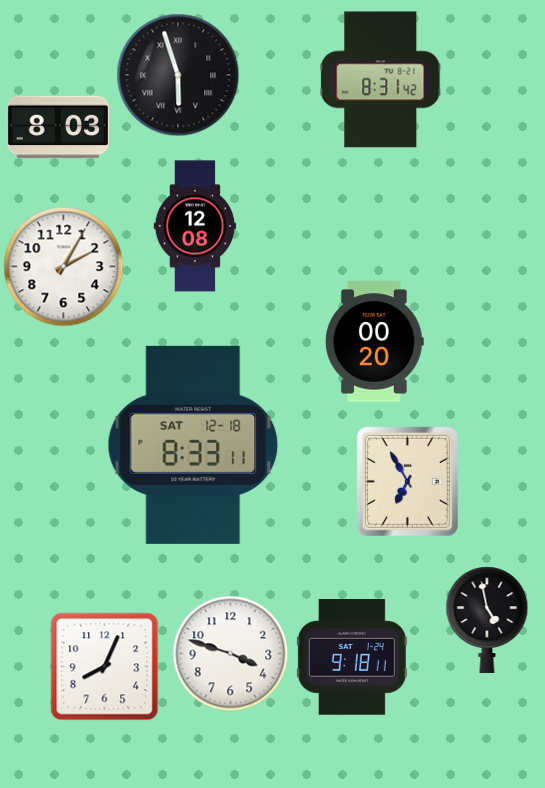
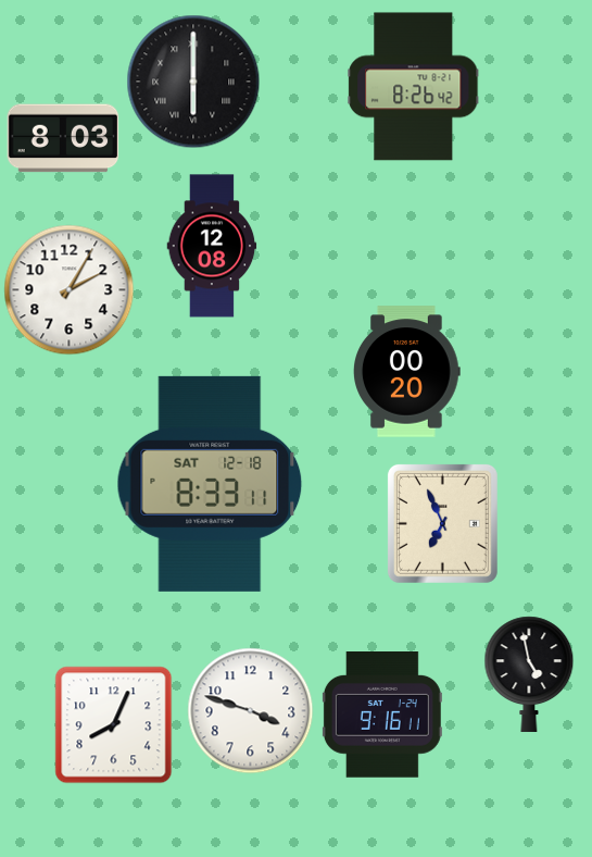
clock at (178, 75): 5:57 -> 6:00
clock at (381, 80): 8:31 -> 8:26
clock at (407, 481): 6:55 -> 6:56
clock at (352, 658): 9:18 -> 9:16
